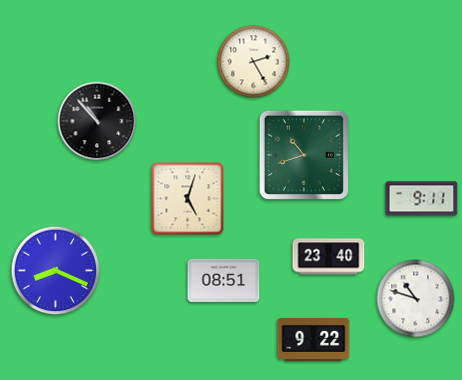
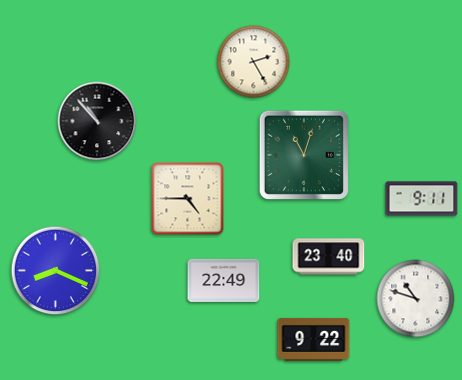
clock at (304, 155): 10:42 -> 11:03
clock at (188, 199): 5:03 -> 4:45
clock at (224, 280): 08:51 -> 22:49
